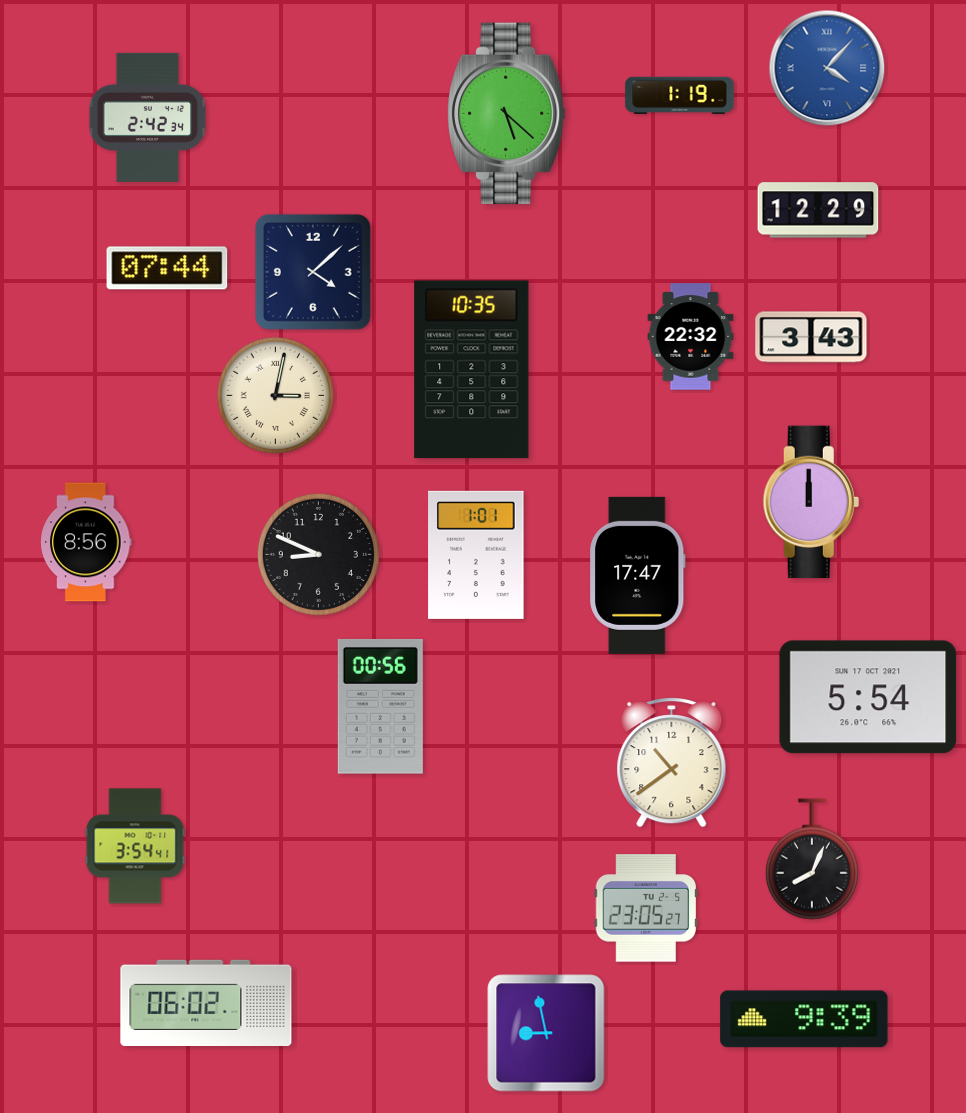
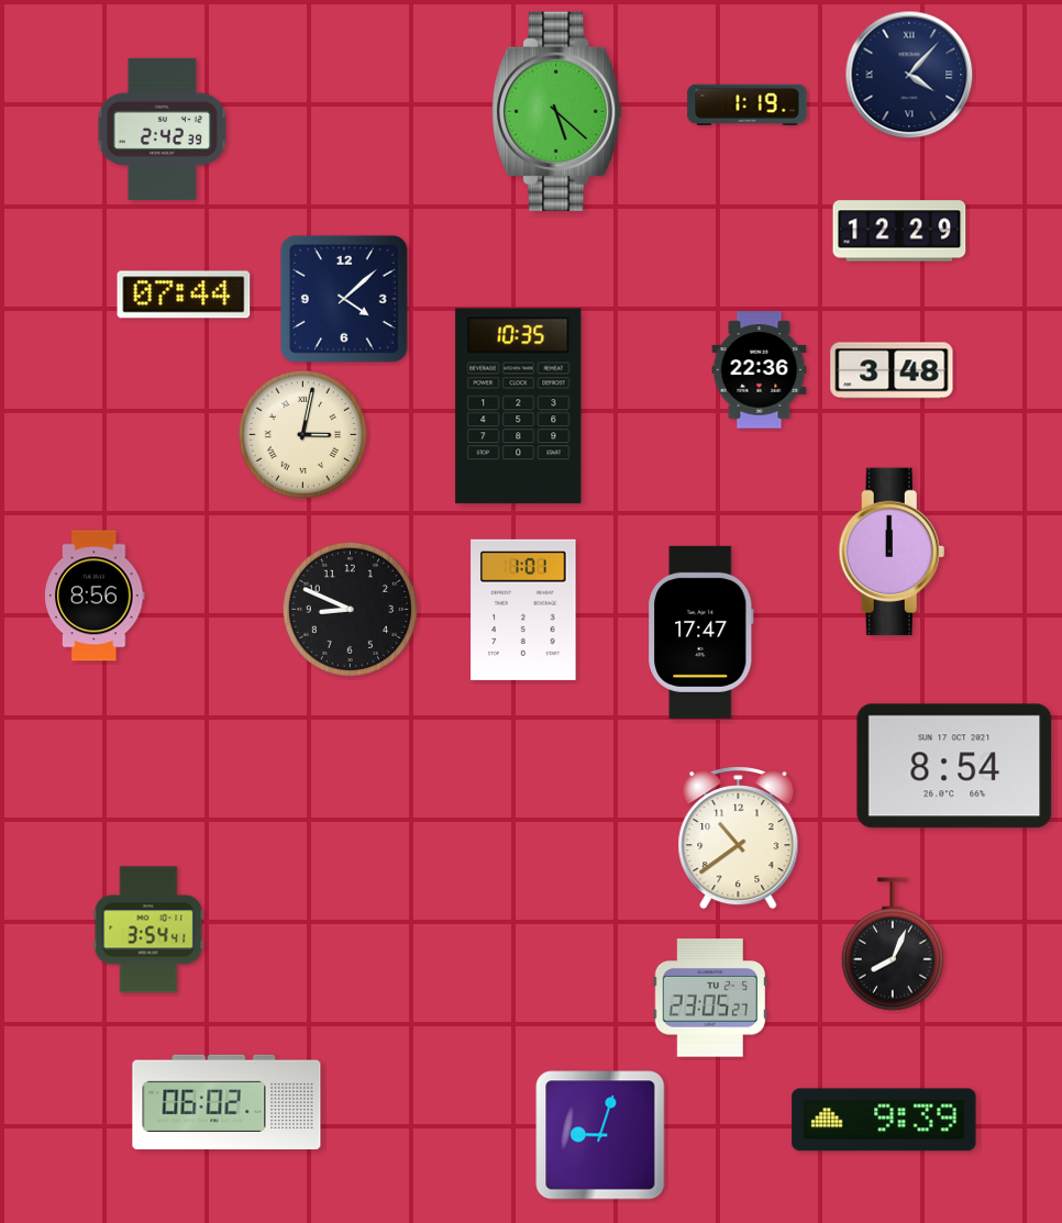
clock at (827, 68) dial: blue -> navy
clock at (507, 114) position: (507, 114) -> (557, 112)
clock at (148, 117): 2:42:34 -> 2:42:39
clock at (691, 337): 22:32 -> 22:36
clock at (811, 337): 3:43 -> 3:48
clock at (868, 697): 5:54 -> 8:54
clock at (380, 706): 00:56 -> none
clock at (546, 1033): 8:58 -> 9:03
